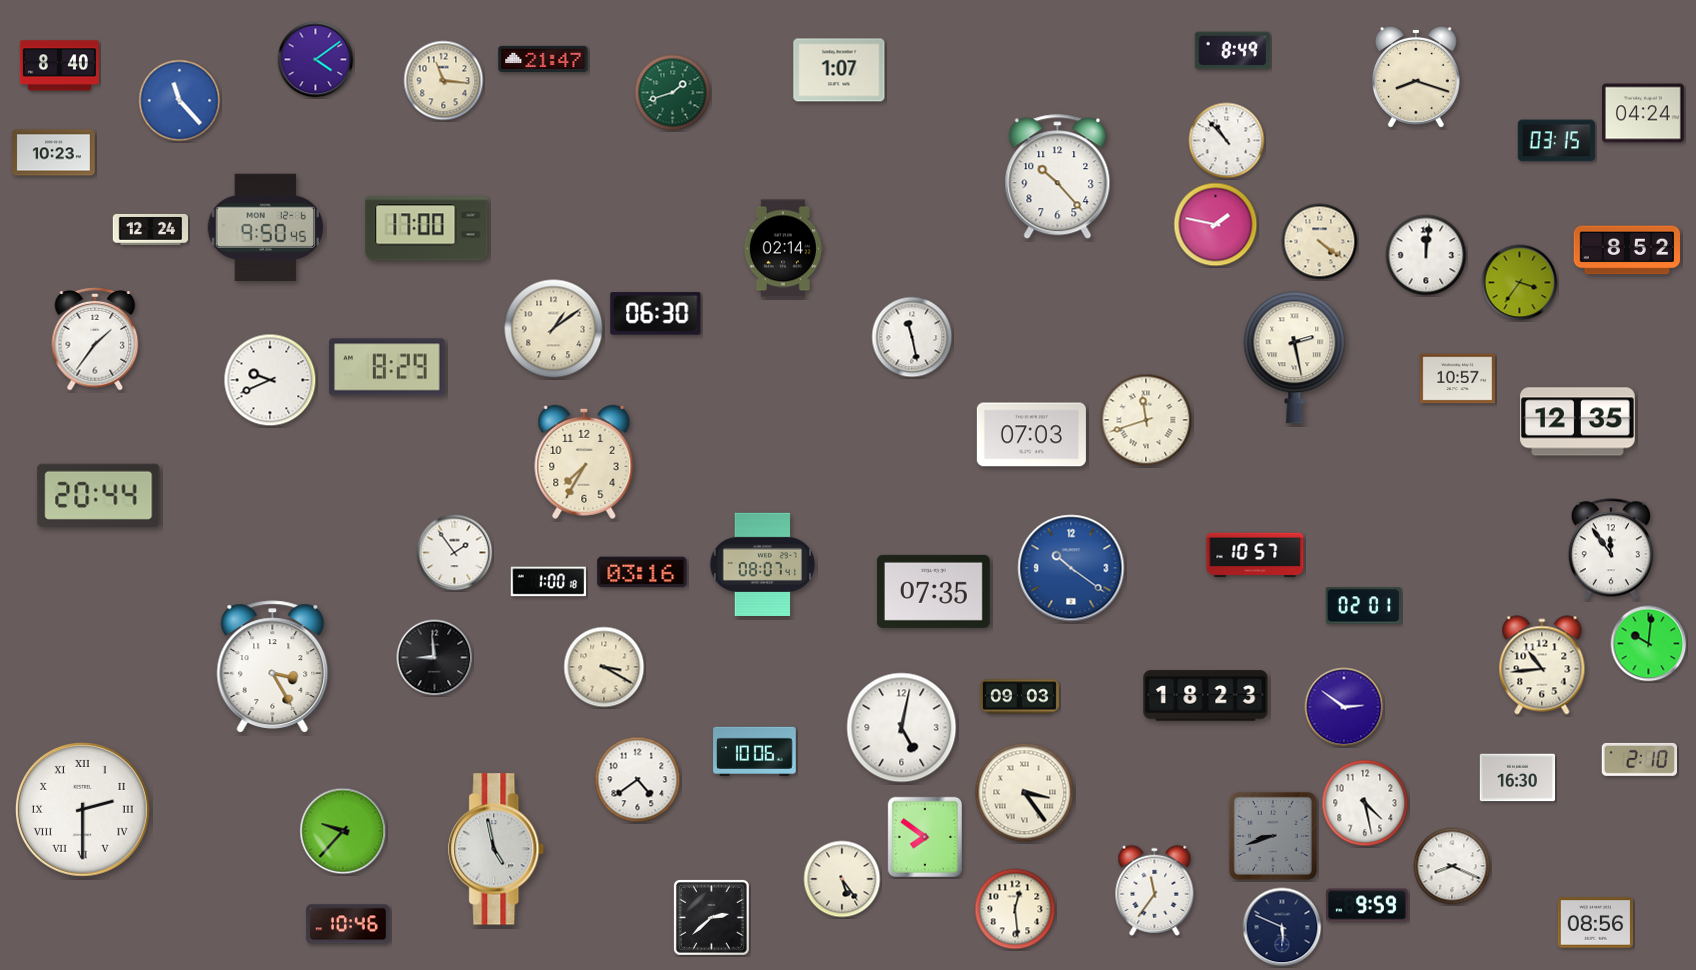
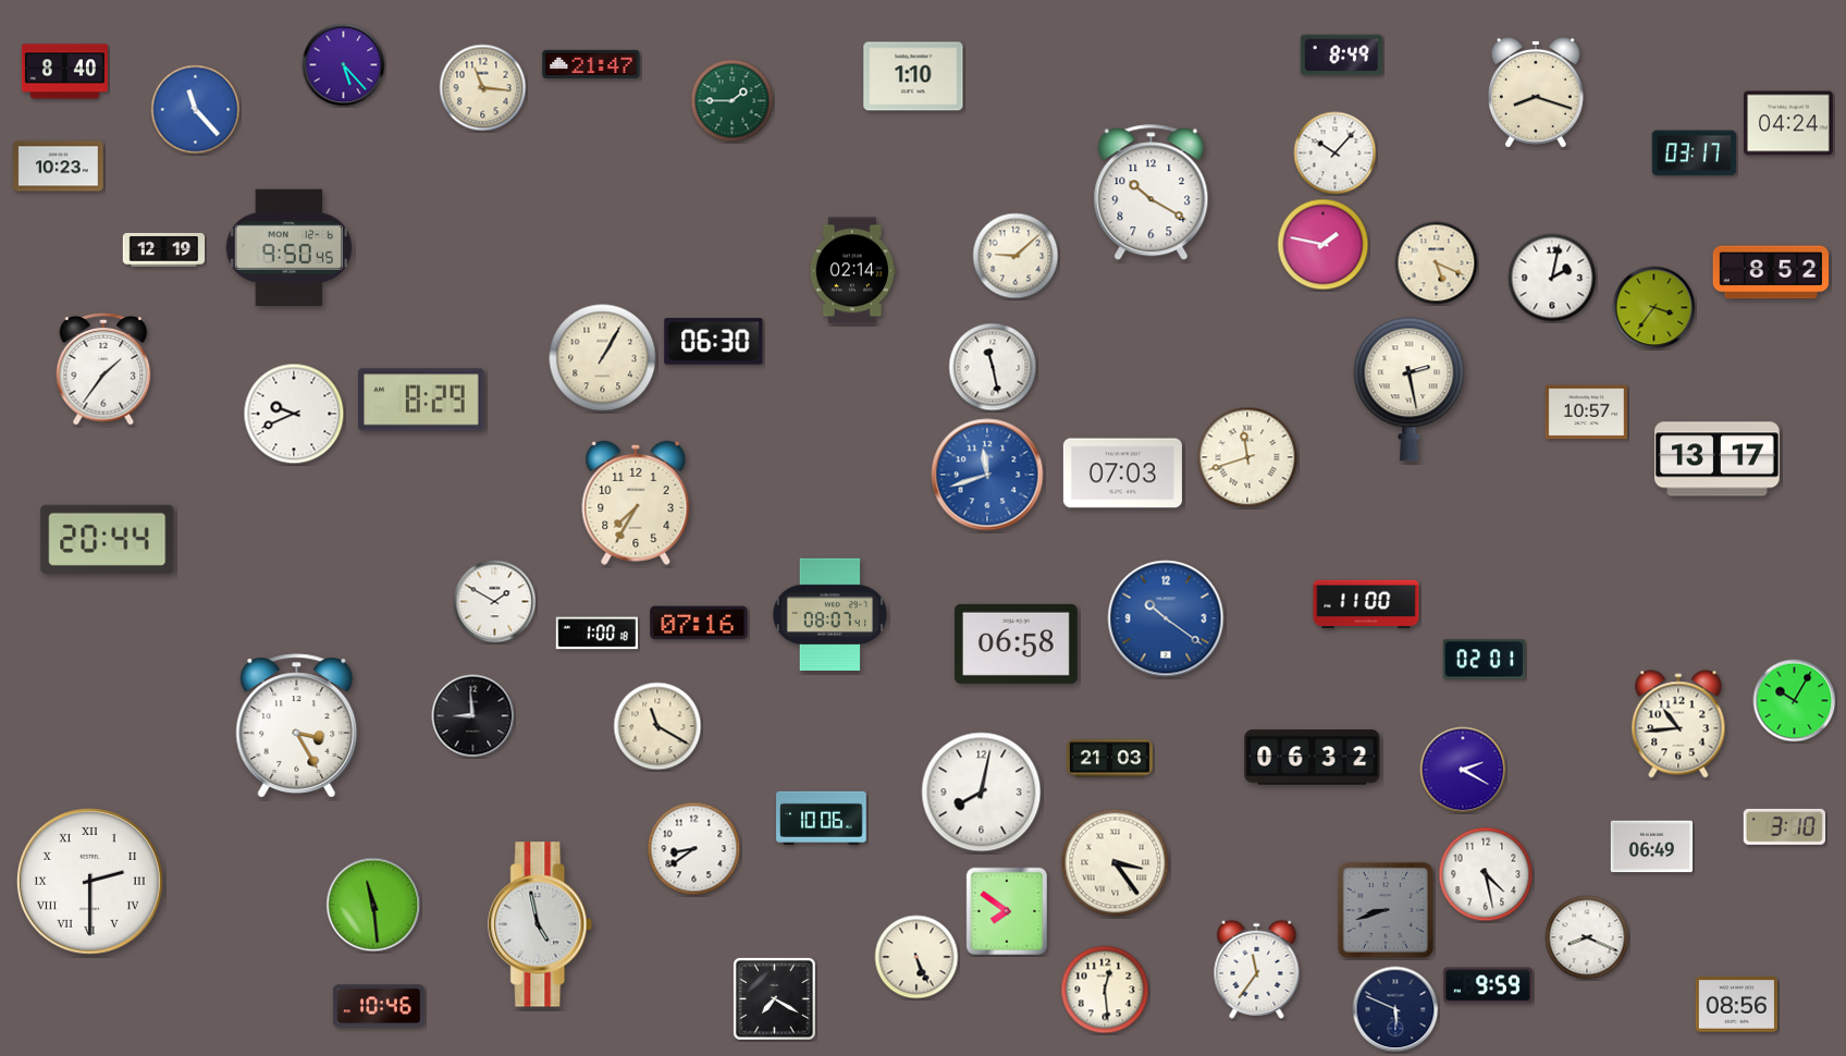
clock at (316, 60): 4:09 -> 5:23
clock at (839, 70): 1:07 -> 1:10
clock at (1416, 77) position: (1416, 77) -> (1536, 93)
clock at (673, 93): 1:42 -> 1:45
clock at (1227, 141): 10:53 -> 10:07
clock at (1556, 141): 03:15 -> 03:17
clock at (1058, 177): 10:23 -> 10:20
clock at (151, 229): 12:24 -> 12:19
clock at (427, 229): 17:00 -> none
clock at (1016, 256): none -> 9:08
clock at (1320, 242): 4:21 -> 5:19
clock at (1426, 255): 12:01 -> 2:02
clock at (554, 329): 1:09 -> 1:05
clock at (1578, 422): 12:35 -> 13:17
clock at (987, 475): none -> 11:42
clock at (1611, 549): 11:54 -> none
clock at (455, 553): 1:54 -> 1:50
clock at (1255, 555): 10:57 -> 11:00
clock at (642, 572): 03:16 -> 07:16
clock at (933, 591): 07:35 -> 06:58
clock at (1649, 644): 10:01 -> 10:05
clock at (604, 667): 3:20 -> 11:20
clock at (1206, 696): 18:23 -> 06:32
clock at (1019, 697): 09:03 -> 21:03
clock at (1344, 707): 2:51 -> 2:20
clock at (902, 728): 5:02 -> 8:02
clock at (1639, 759): 2:10 -> 3:10
clock at (1518, 778): 16:30 -> 06:49
clock at (638, 780): 4:39 -> 8:39
clock at (343, 831): 9:37 -> 11:29
clock at (1452, 866) position: (1452, 866) -> (1587, 937)
clock at (842, 879): 5:24 -> 5:26
clock at (711, 917): 2:38 -> 7:20
